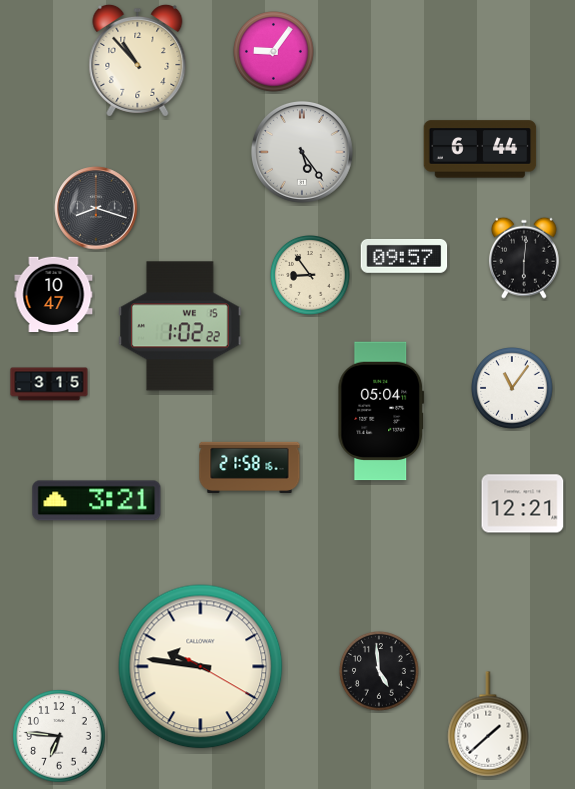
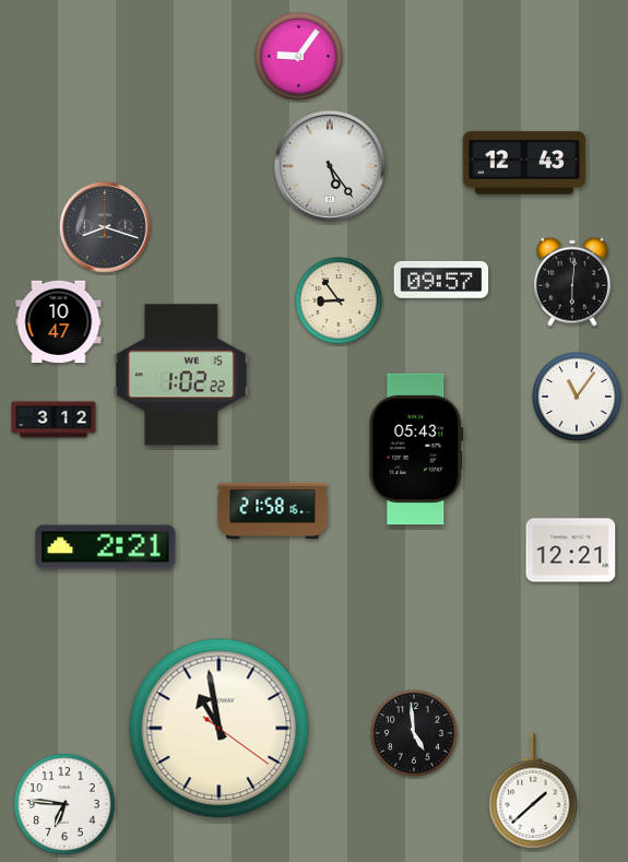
clock at (138, 60): 10:53 -> none
clock at (480, 149): 6:44 -> 12:43
clock at (181, 326) position: (181, 326) -> (182, 375)
clock at (49, 384): 3:15 -> 3:12
clock at (513, 389) position: (513, 389) -> (578, 398)
clock at (381, 411): 05:04 -> 05:43
clock at (97, 501): 3:21 -> 2:21
clock at (201, 667): 9:46 -> 10:58
